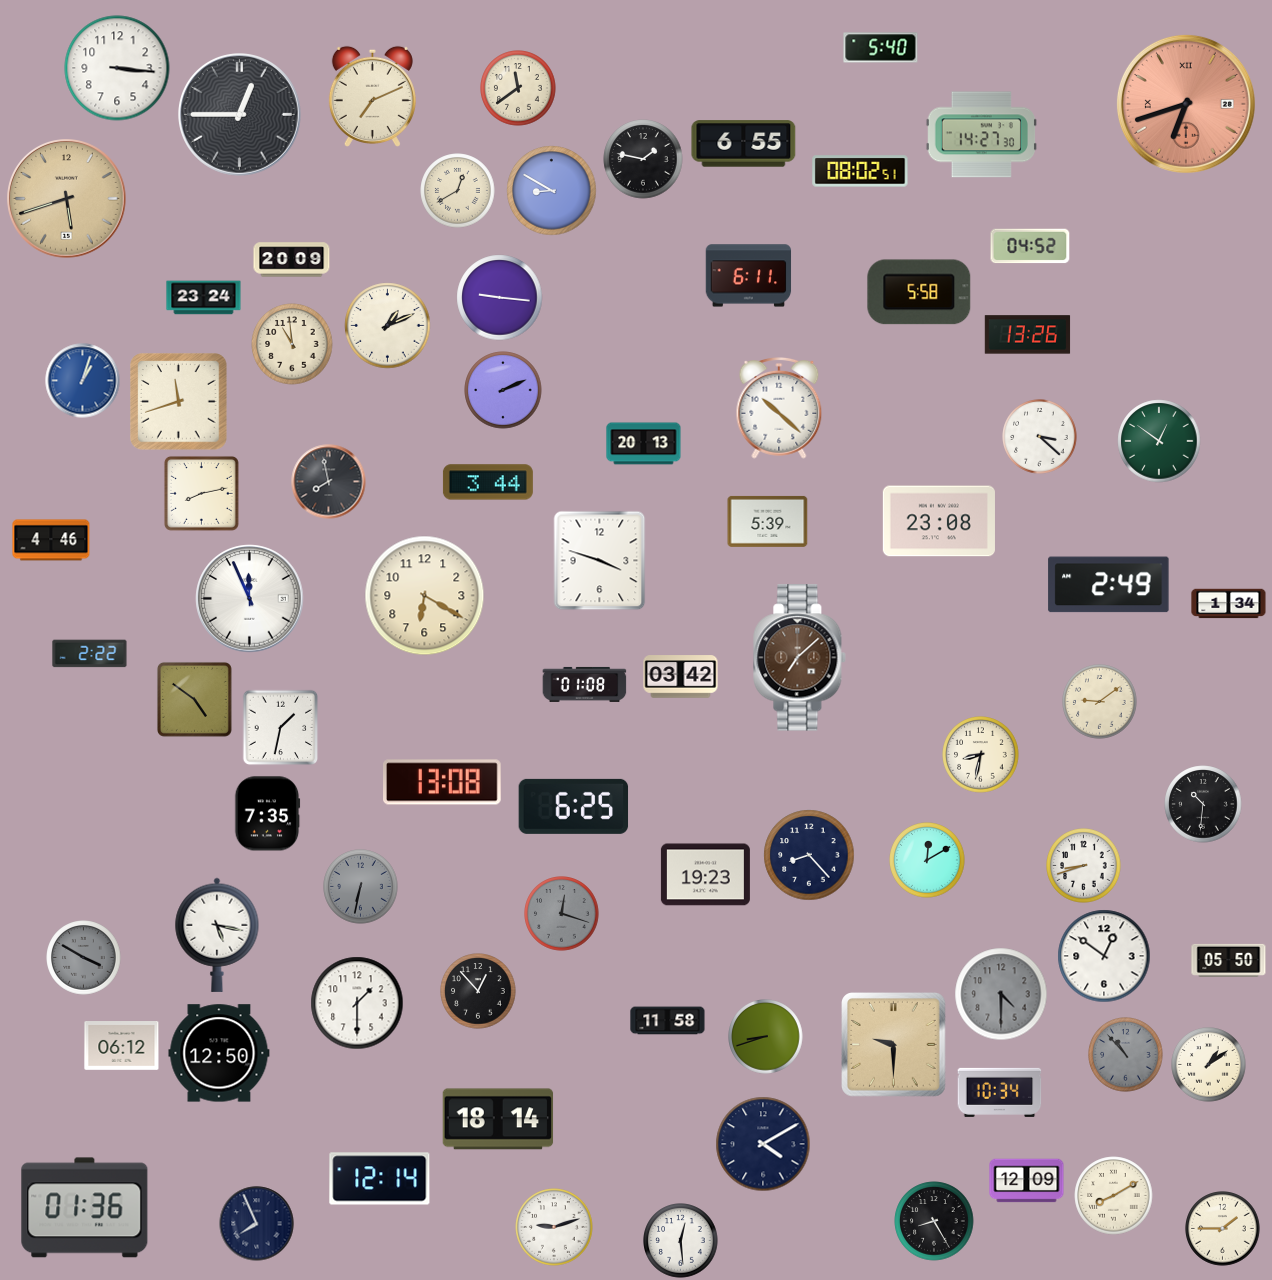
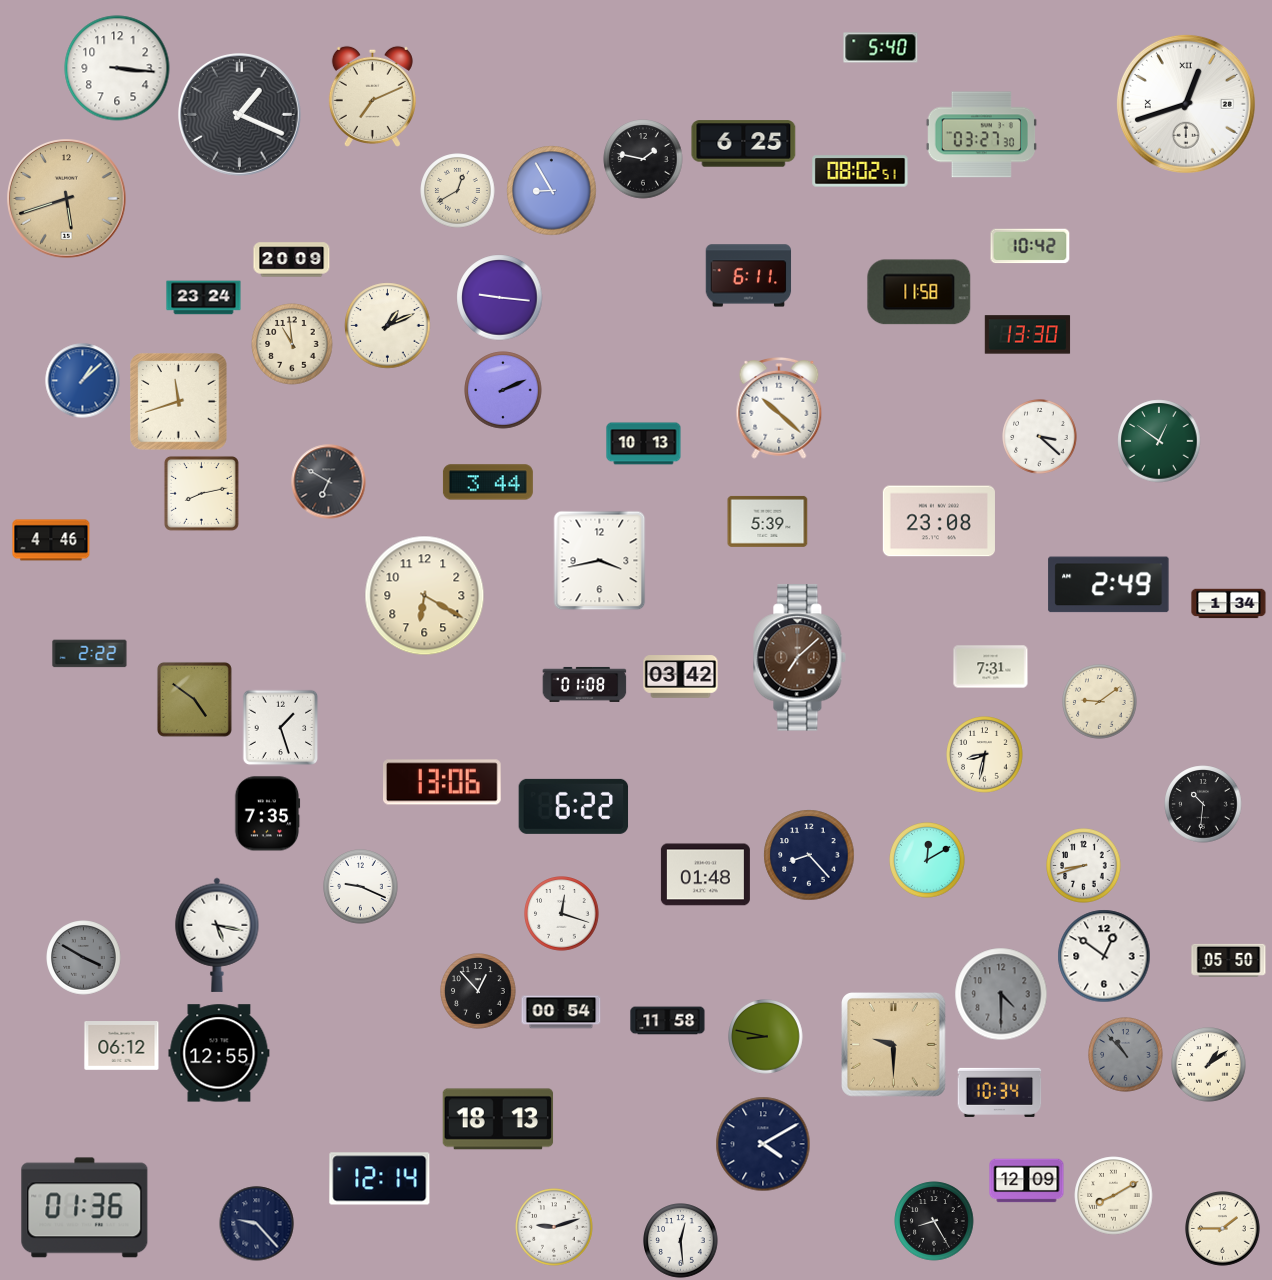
clock at (518, 88): 11:39 -> none
clock at (1186, 104): 6:42 -> 12:42
clock at (1186, 104) dial: salmon -> white
clock at (240, 115): 12:45 -> 1:19
clock at (981, 135): 14:27 -> 03:27
clock at (744, 144): 6:55 -> 6:25
clock at (552, 191): 8:50 -> 8:55
clock at (1030, 246): 04:52 -> 10:42
clock at (919, 292): 5:58 -> 11:58
clock at (1028, 335): 13:26 -> 13:30
clock at (83, 381): 1:03 -> 1:08
clock at (644, 444): 20:13 -> 10:13
clock at (329, 482): 7:58 -> 6:50
clock at (600, 561): 3:48 -> 3:43
clock at (250, 599): 11:56 -> none
clock at (991, 667): none -> 7:31
clock at (281, 728): 1:32 -> 1:27
clock at (981, 755) position: (981, 755) -> (985, 755)
clock at (443, 782): 13:08 -> 13:06
clock at (574, 806): 6:25 -> 6:22
clock at (705, 875): 19:23 -> 01:48
clock at (361, 887): 6:32 -> 9:19
clock at (361, 887) dial: grey -> white
clock at (562, 914) dial: grey -> white
clock at (357, 1003): 1:30 -> none
clock at (561, 1012): none -> 00:54
clock at (766, 1037): 8:42 -> 8:47
clock at (219, 1053): 12:50 -> 12:55
clock at (498, 1119): 18:14 -> 18:13
clock at (257, 1224): 7:56 -> 9:23
